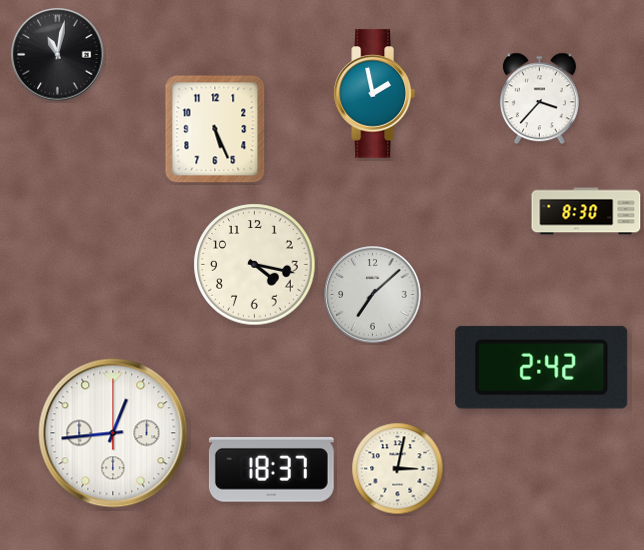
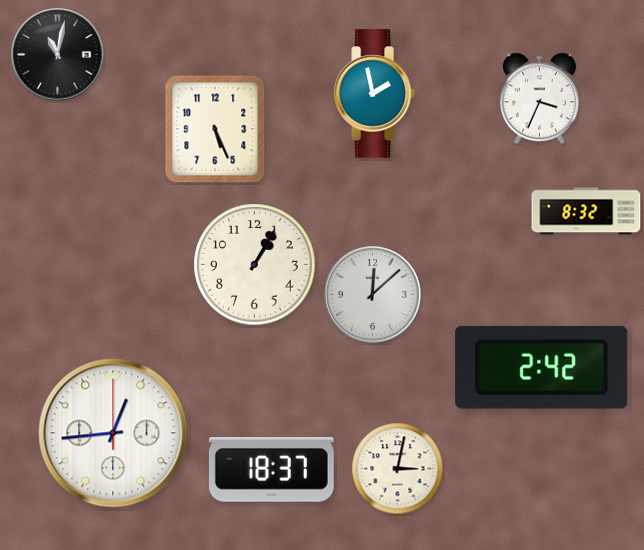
clock at (539, 99): 3:37 -> 3:34
clock at (586, 211): 8:30 -> 8:32
clock at (255, 265): 4:17 -> 1:05
clock at (373, 295): 7:08 -> 12:08
